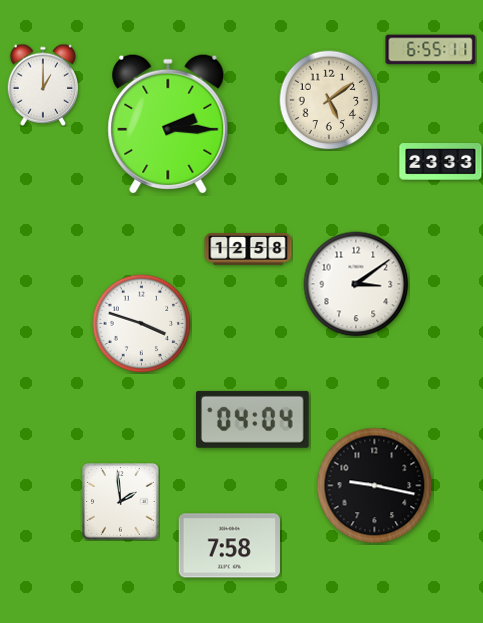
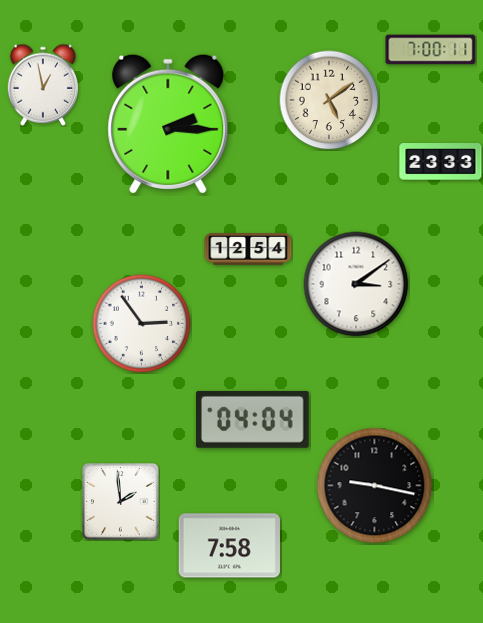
clock at (431, 50): 6:55 -> 7:00
clock at (42, 85): 1:00 -> 12:58
clock at (248, 249): 12:58 -> 12:54
clock at (142, 324): 3:48 -> 2:54
